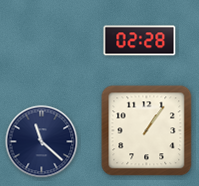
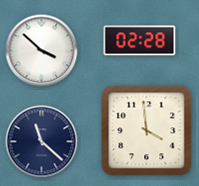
clock at (42, 51): none -> 3:52
clock at (147, 131): 1:06 -> 3:59
